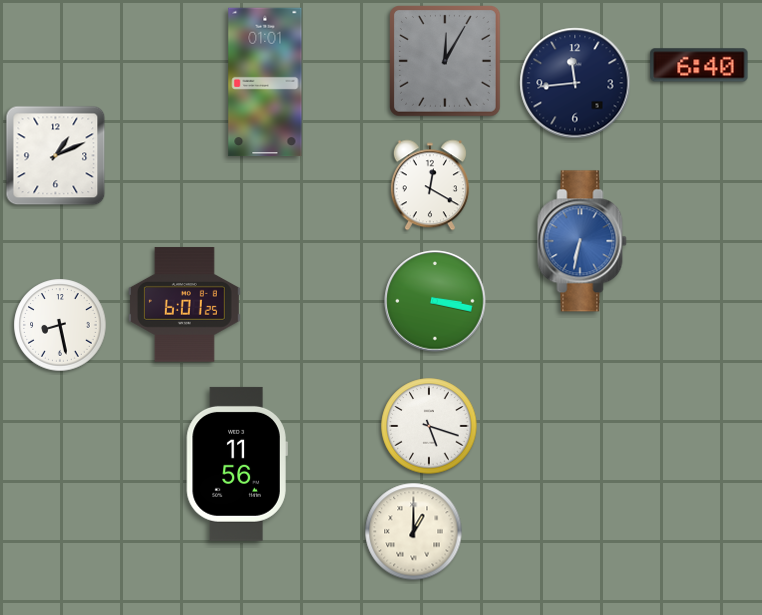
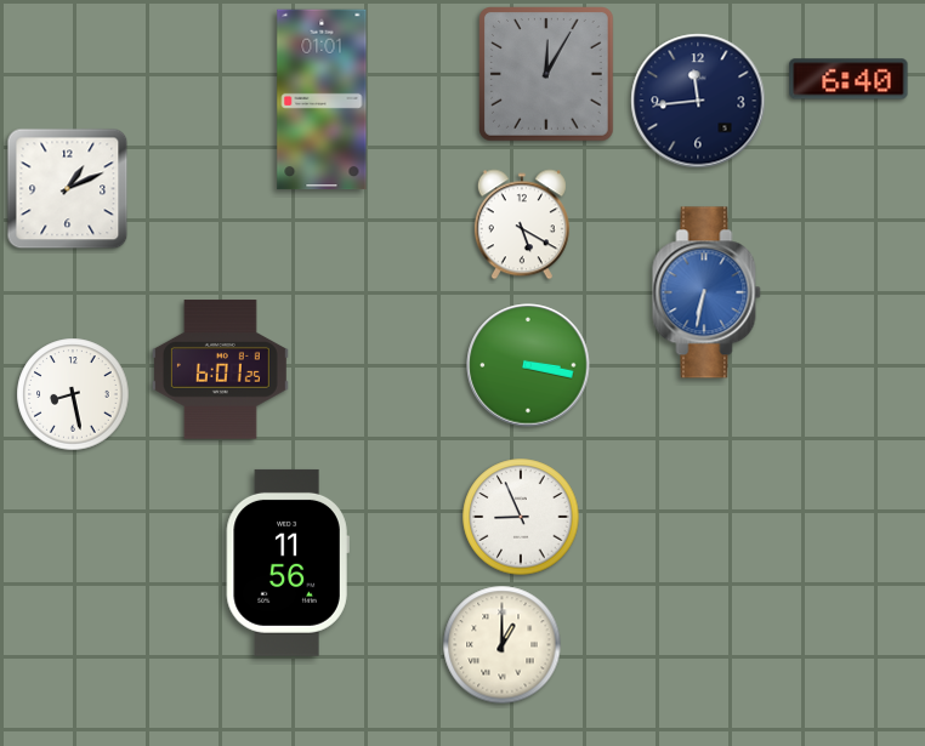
clock at (446, 62) position: (446, 62) -> (547, 75)
clock at (430, 185): 12:20 -> 5:20
clock at (184, 305) position: (184, 305) -> (220, 370)
clock at (429, 426): 5:18 -> 8:56
